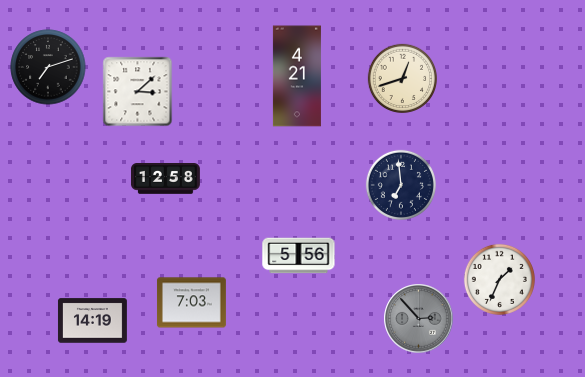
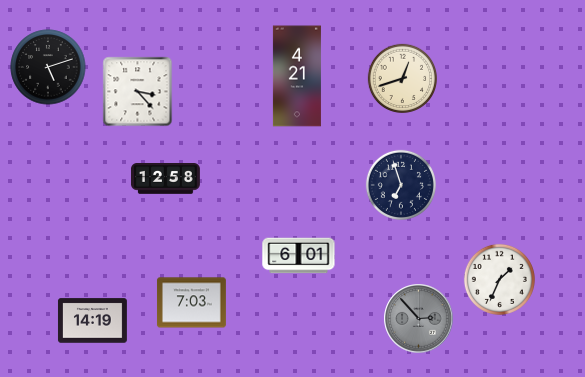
clock at (48, 67): 7:12 -> 5:12
clock at (138, 92): 3:08 -> 3:23
clock at (401, 185): 6:59 -> 6:57
clock at (299, 256): 5:56 -> 6:01
